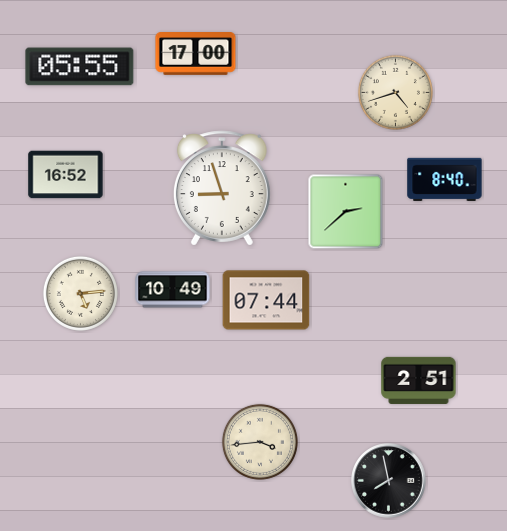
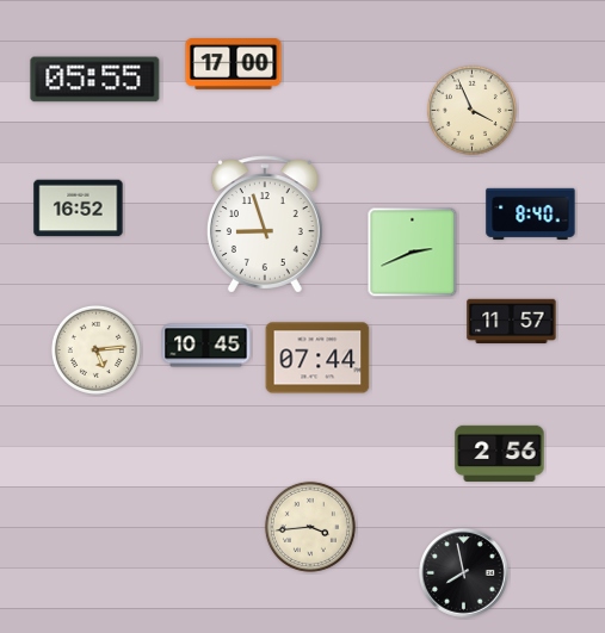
clock at (395, 92): 4:42 -> 3:56
clock at (346, 212): 2:38 -> 2:41
clock at (512, 322): none -> 11:57
clock at (173, 290): 10:49 -> 10:45
clock at (419, 380): 2:51 -> 2:56
